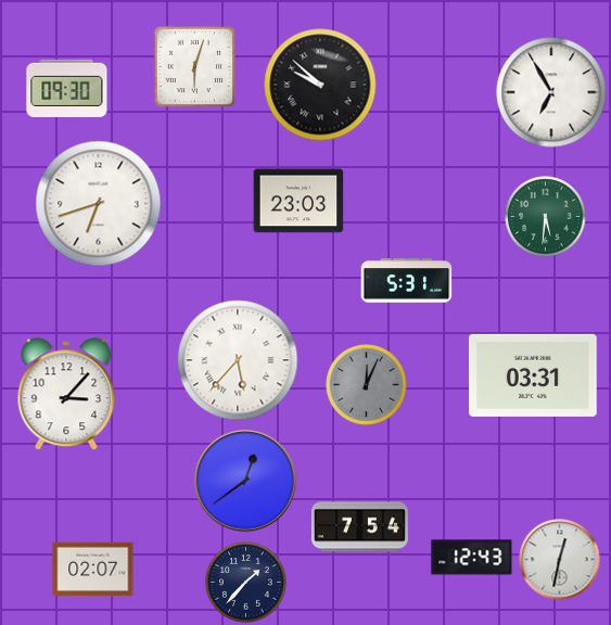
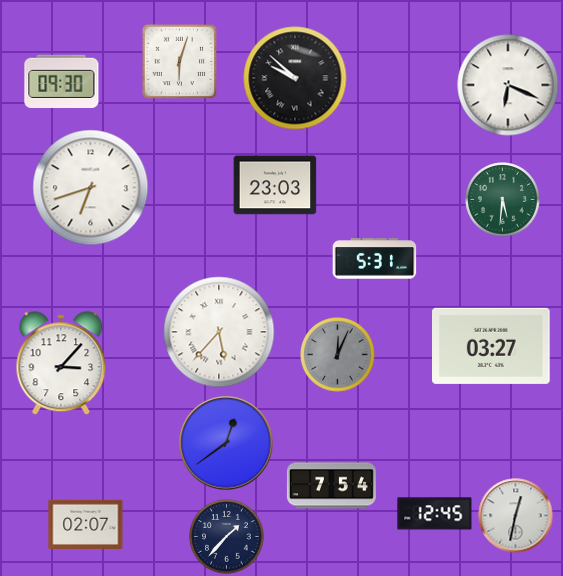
clock at (551, 92): 6:55 -> 6:19
clock at (534, 375): 03:31 -> 03:27
clock at (472, 558): 12:43 -> 12:45
